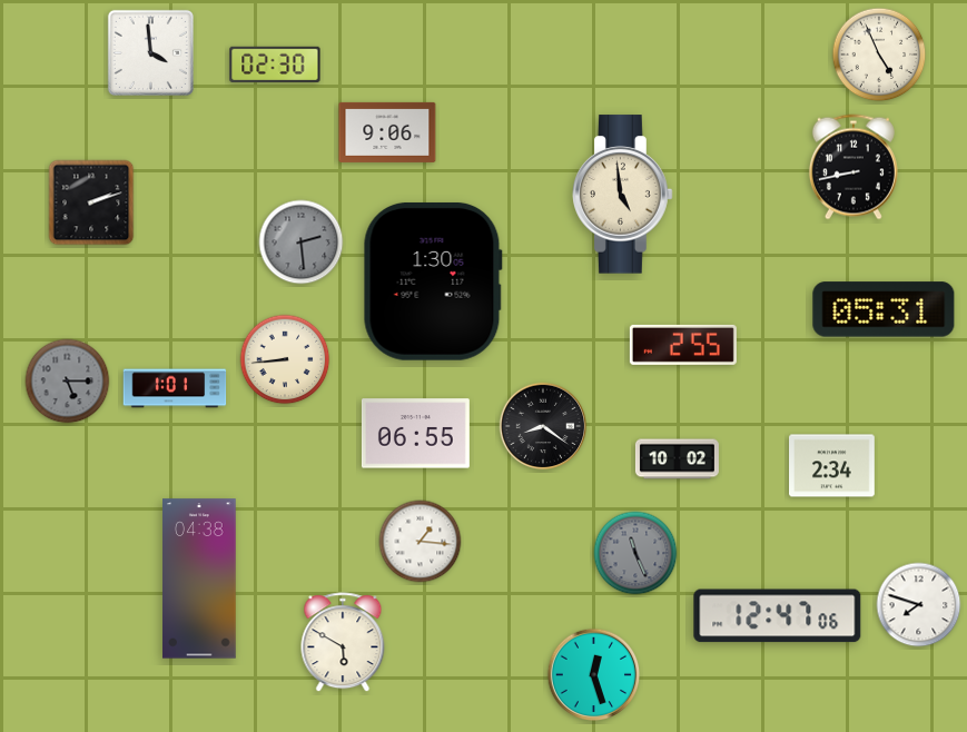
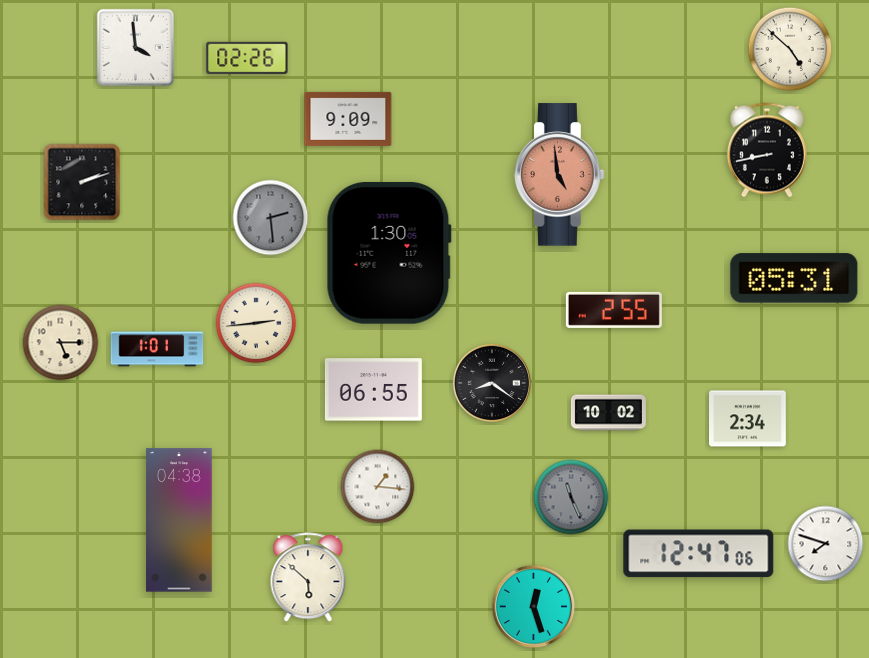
clock at (879, 55): 4:56 -> 4:52
clock at (275, 65): 02:30 -> 02:26
clock at (387, 132): 9:06 -> 9:09
clock at (623, 195) dial: cream -> salmon
clock at (285, 359): 8:44 -> 2:44
clock at (68, 382) dial: grey -> cream
clock at (543, 426) position: (543, 426) -> (492, 383)
clock at (343, 643): 5:50 -> 5:52
